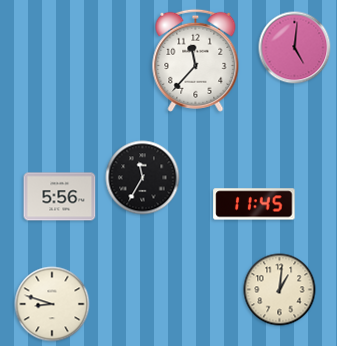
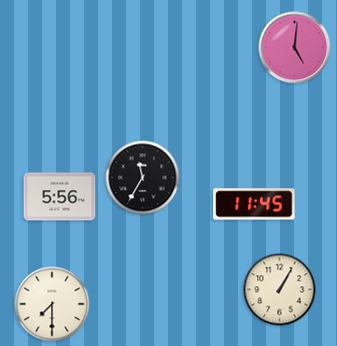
clock at (196, 60): 11:37 -> none
clock at (280, 290): 1:01 -> 1:05
clock at (52, 304): 8:48 -> 7:30
